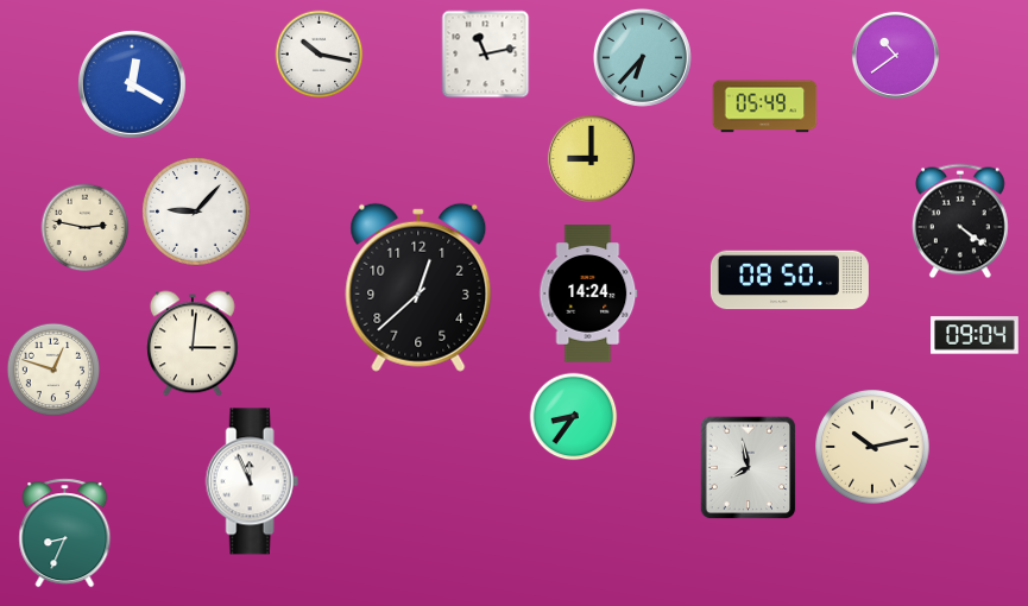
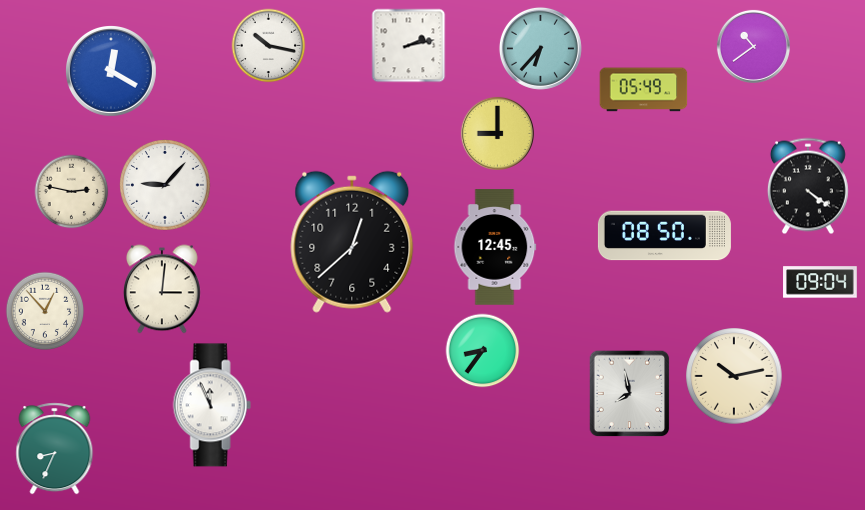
clock at (486, 55): 11:13 -> 2:13
clock at (197, 213) position: (197, 213) -> (166, 186)
clock at (588, 293): 14:24 -> 12:45
clock at (53, 370): 12:48 -> 12:53
